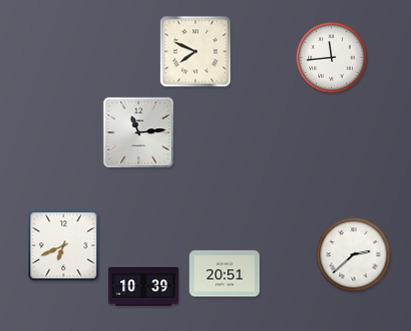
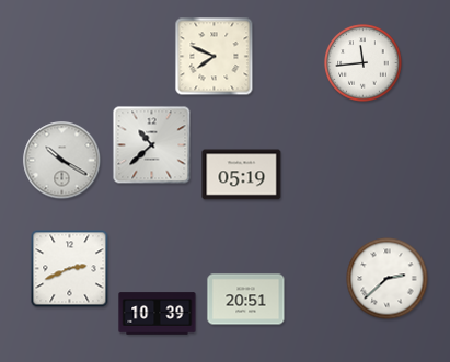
clock at (139, 133): 11:14 -> 10:38
clock at (62, 161): none -> 10:20
clock at (242, 175): none -> 05:19
clock at (64, 246): 6:41 -> 2:41
